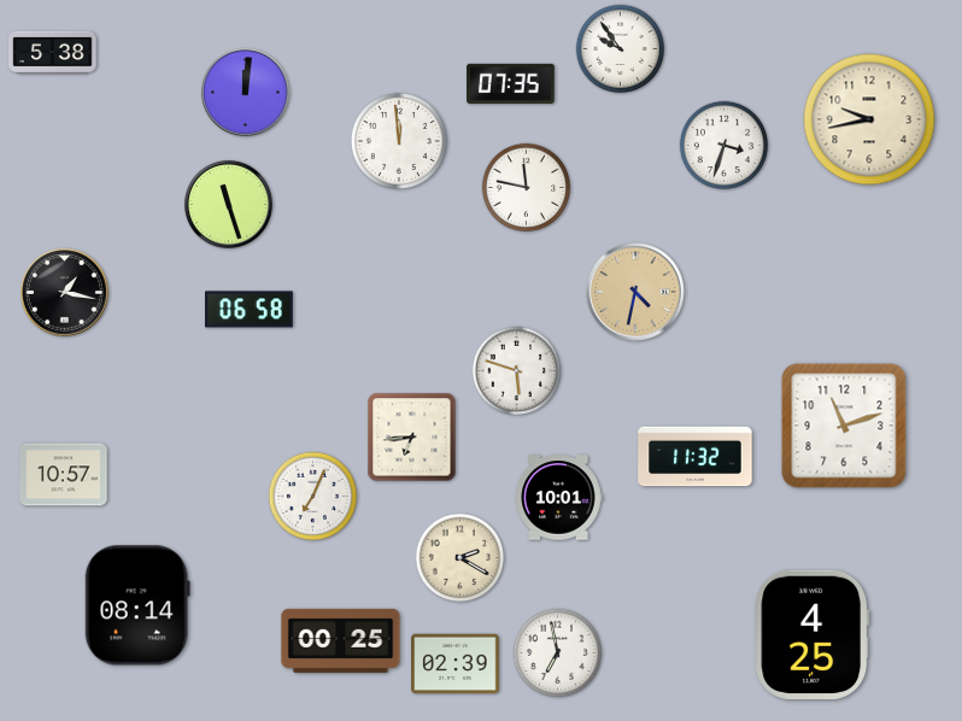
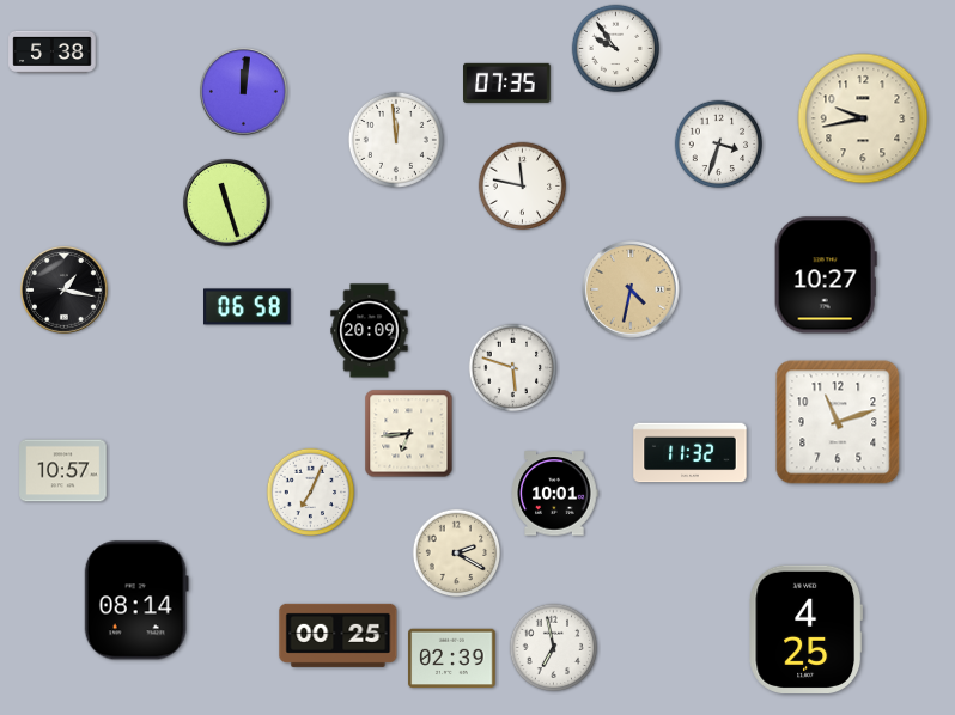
clock at (826, 275): none -> 10:27
clock at (370, 331): none -> 20:09
